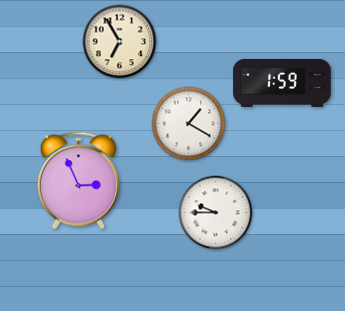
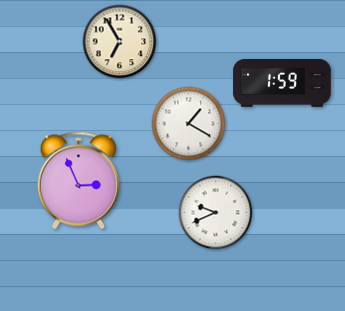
clock at (216, 213): 9:45 -> 9:41
